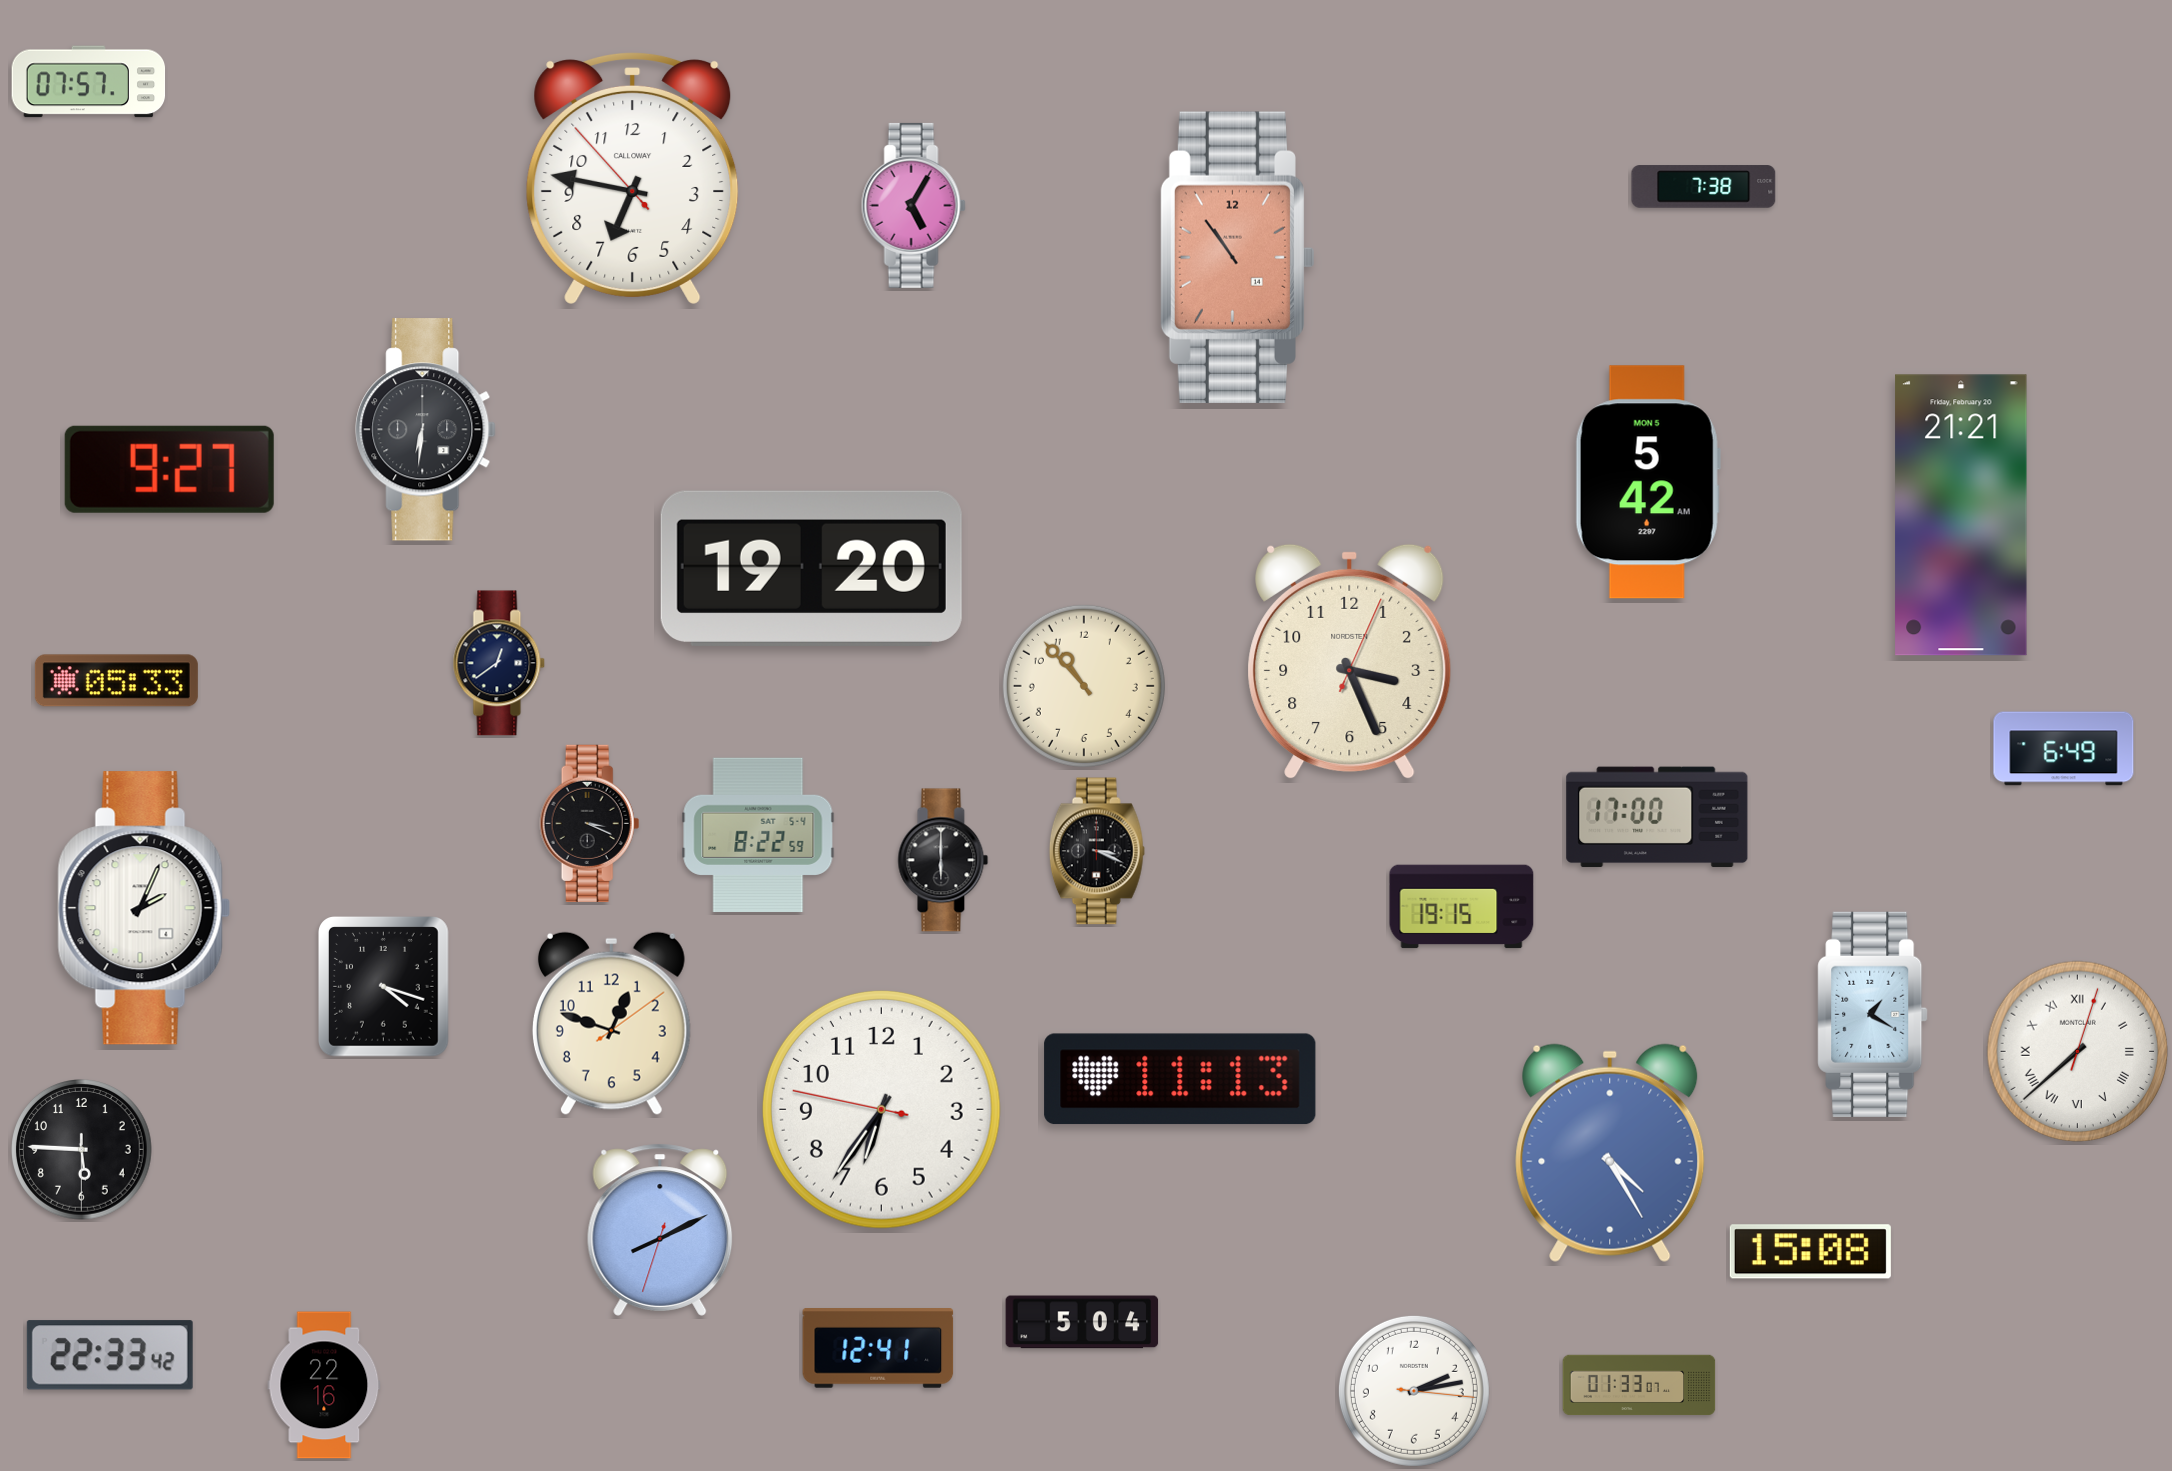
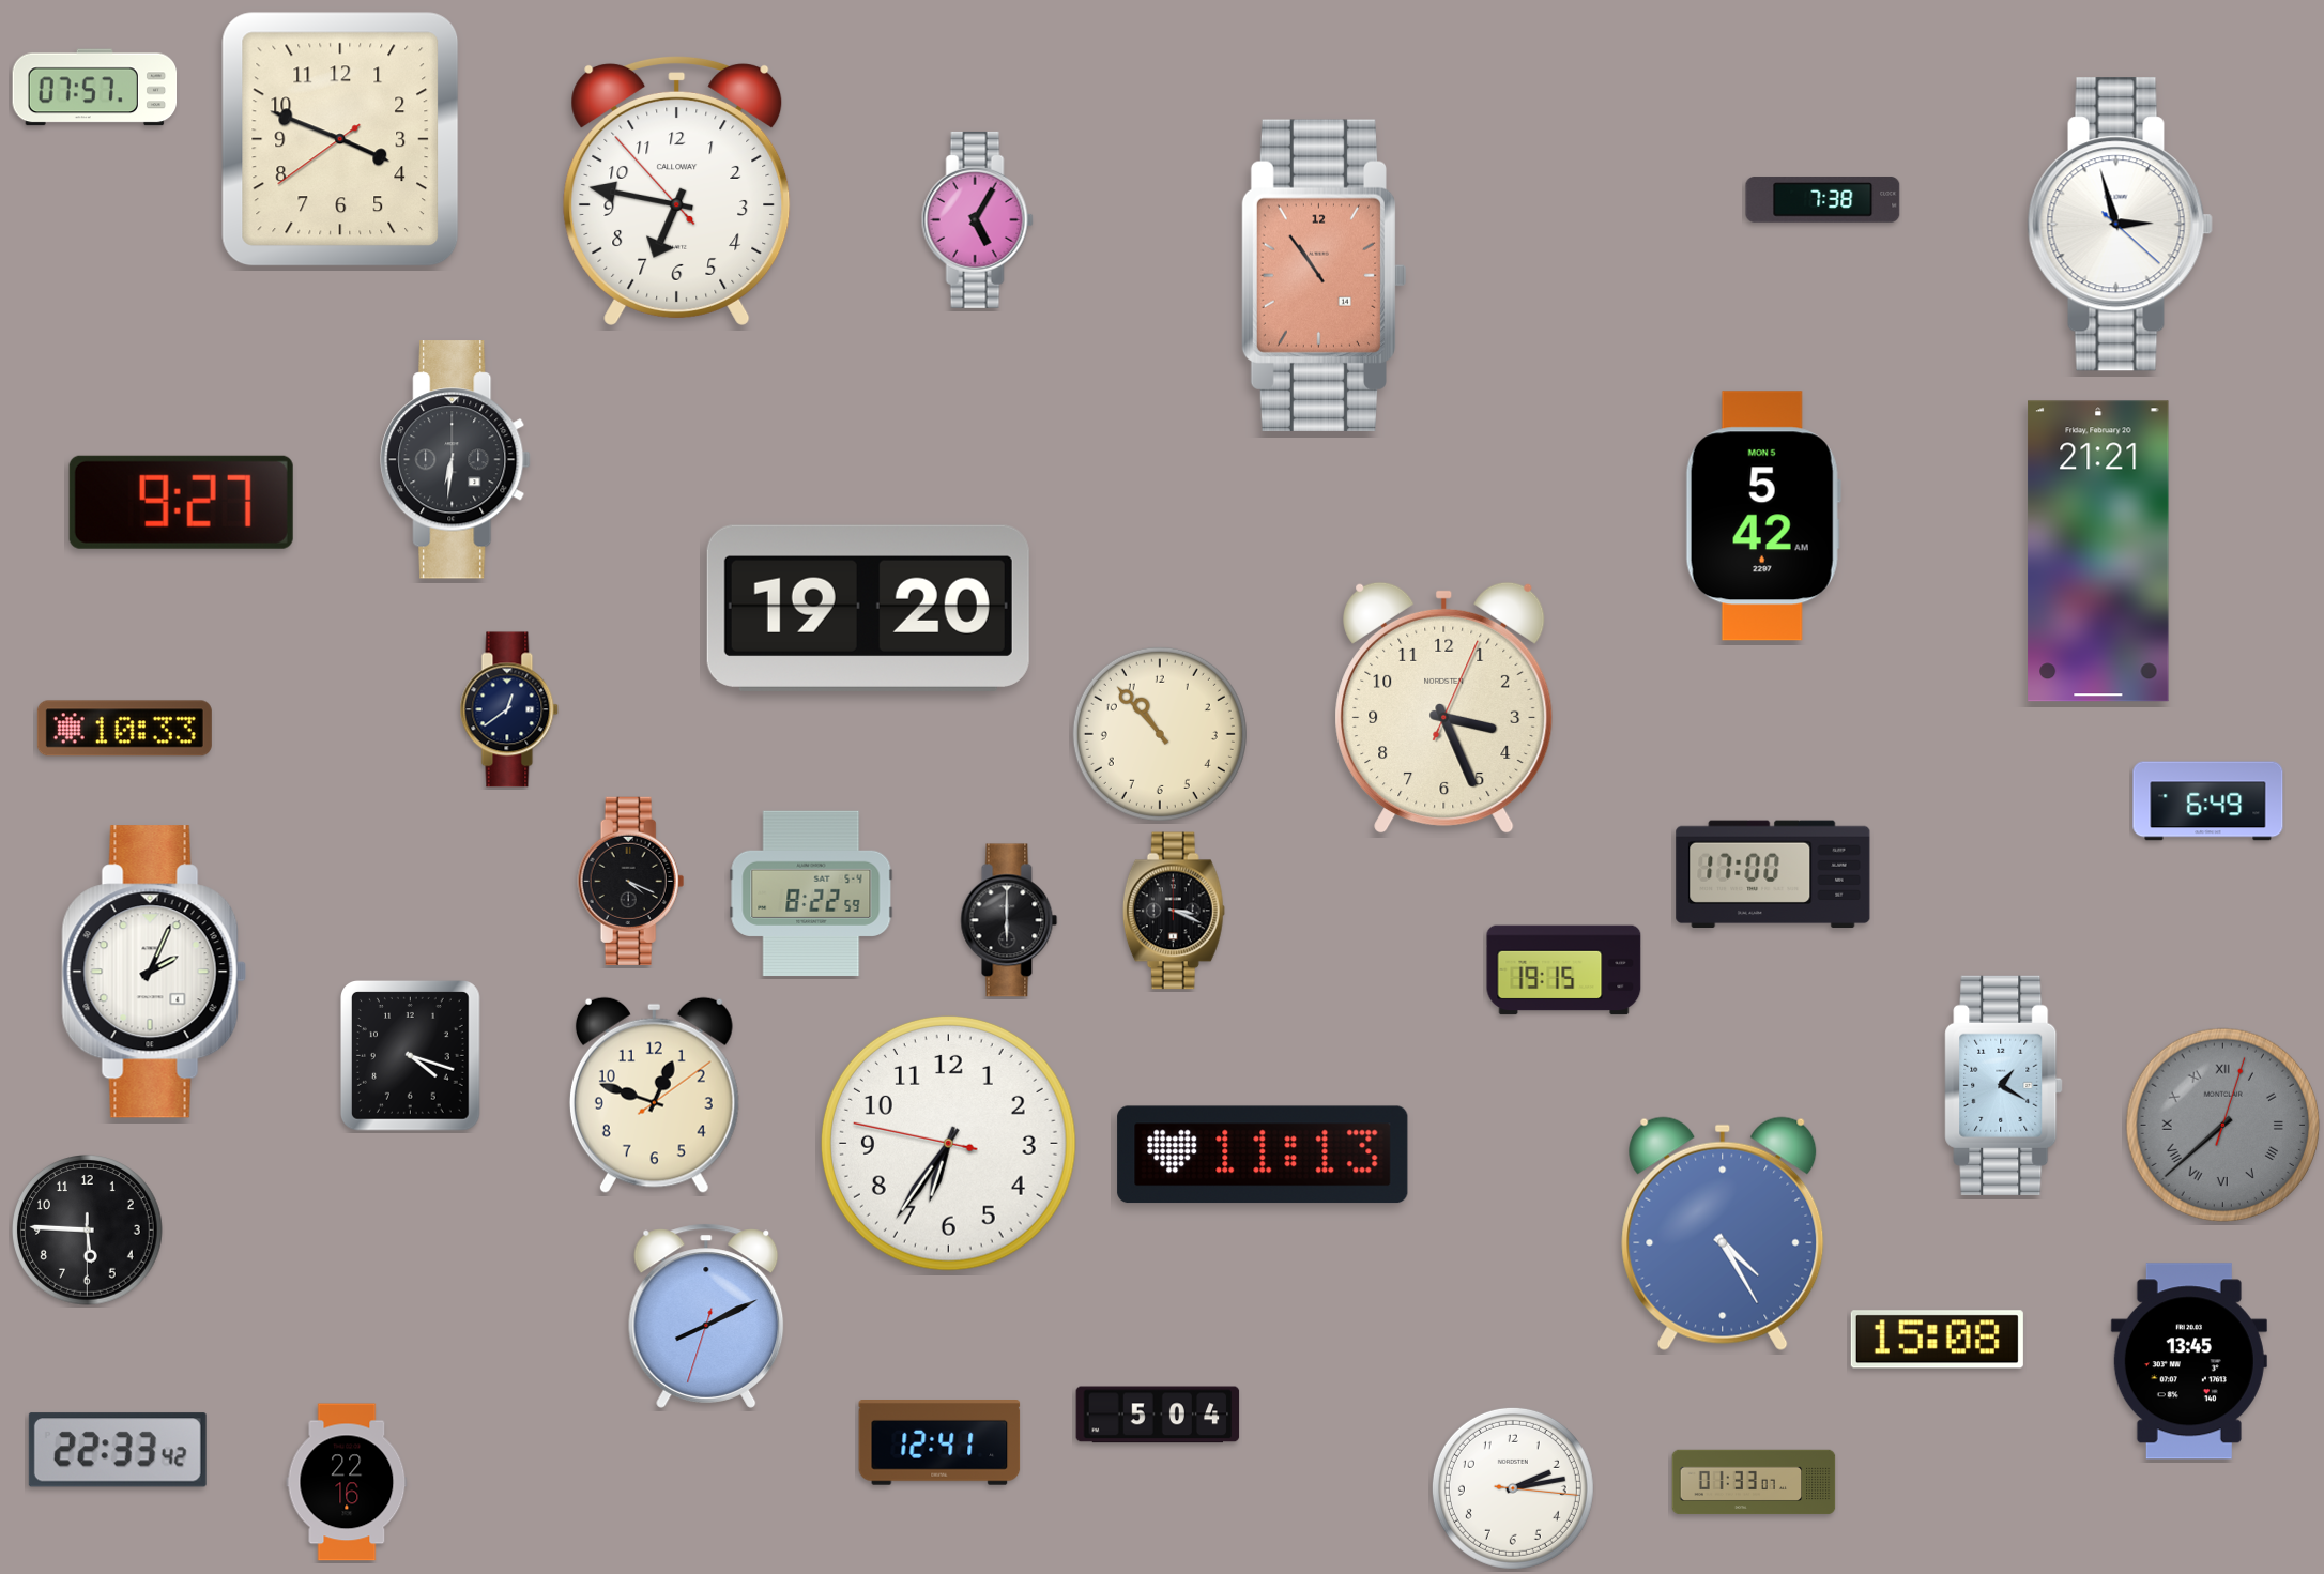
clock at (340, 139): none -> 3:48
clock at (2120, 225): none -> 2:57
clock at (499, 663) position: (499, 663) -> (509, 709)
clock at (116, 681): 05:33 -> 10:33
clock at (590, 823): 3:19 -> 4:19
clock at (2078, 1052) dial: white -> grey
clock at (881, 1109) position: (881, 1109) -> (948, 1143)
clock at (2189, 1361): none -> 13:45
